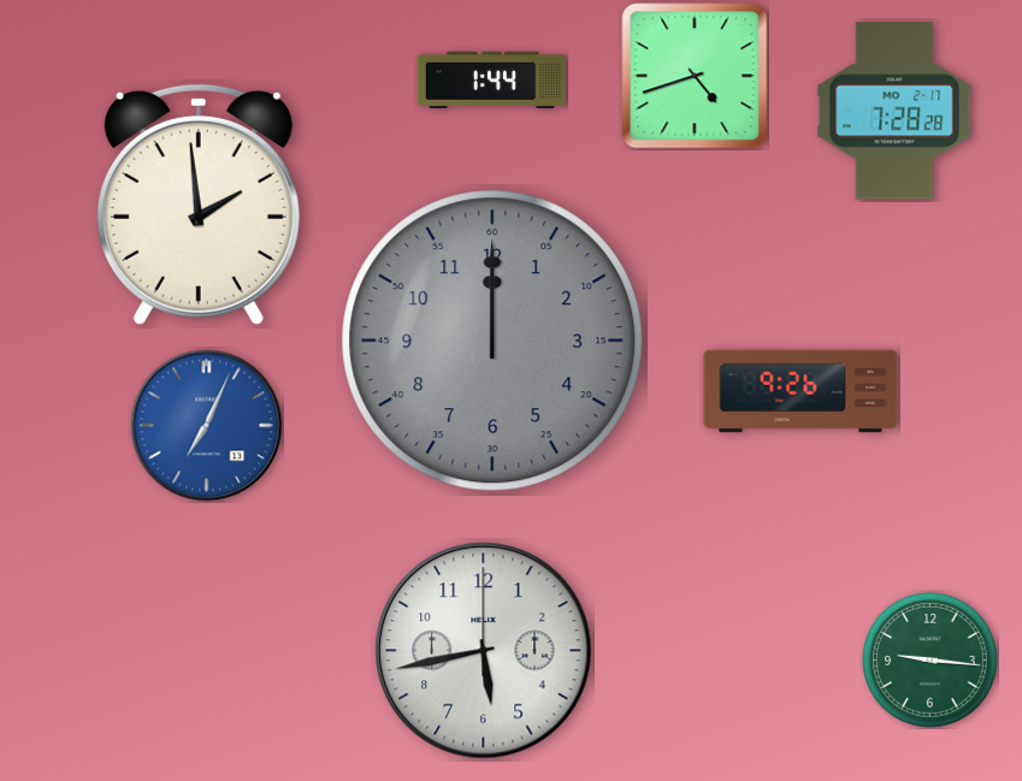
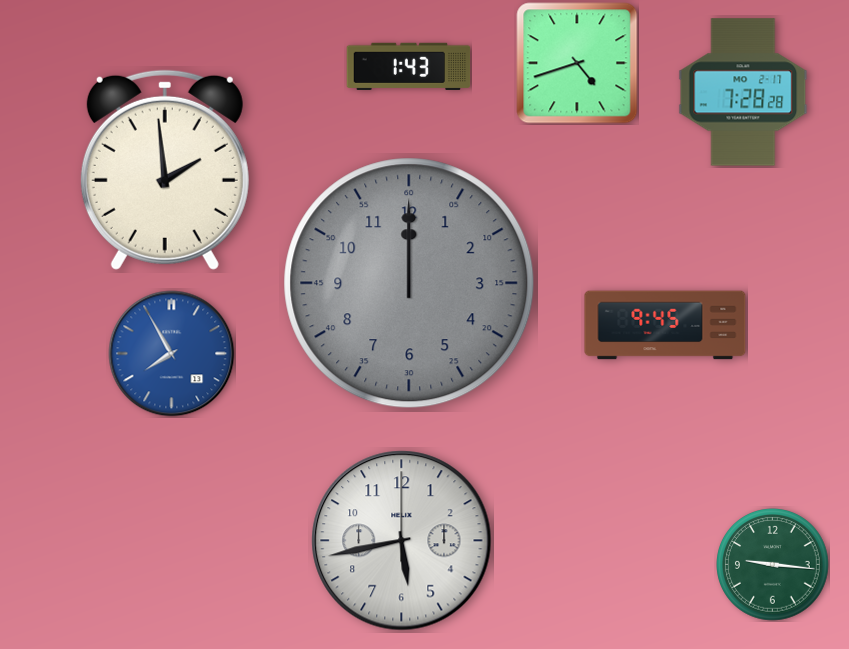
clock at (492, 79): 1:44 -> 1:43
clock at (801, 391): 9:26 -> 9:45
clock at (207, 426): 7:04 -> 7:55
clock at (931, 661) position: (931, 661) -> (773, 565)
